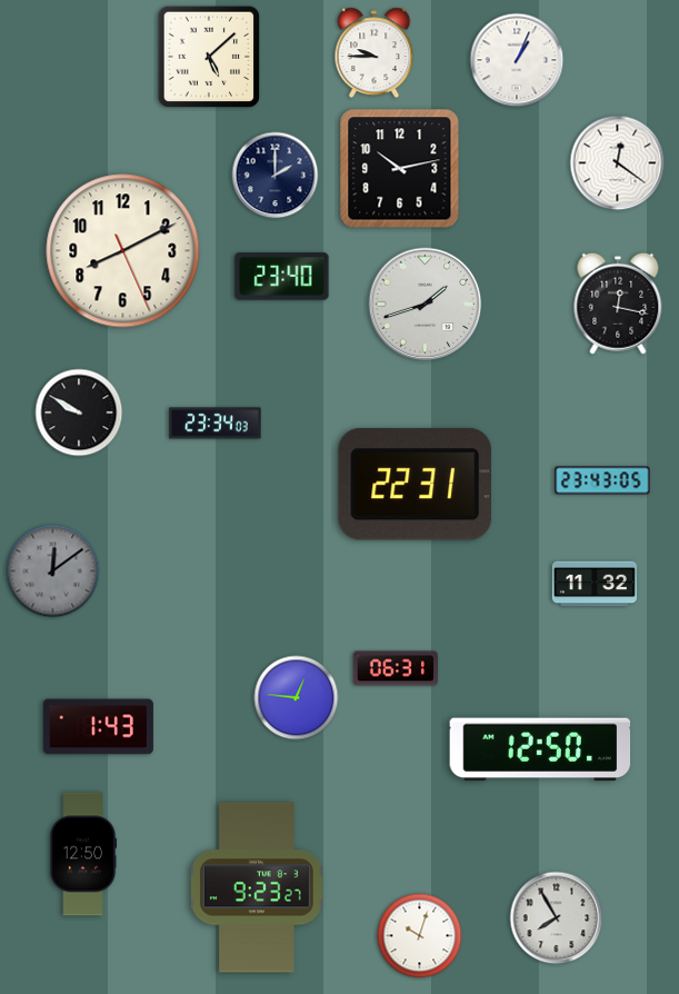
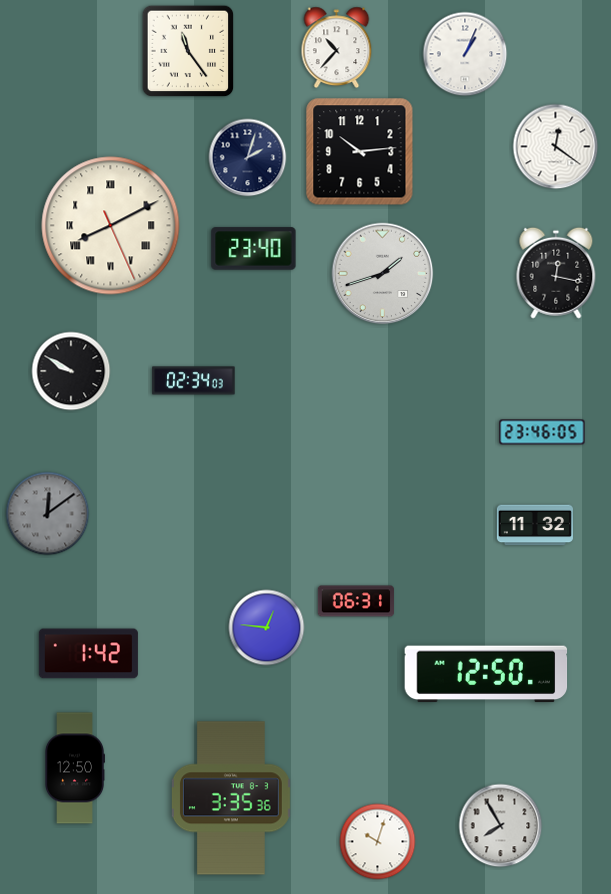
clock at (375, 53): 9:45 -> 10:37
clock at (209, 57): 5:08 -> 11:24
clock at (400, 169): 10:13 -> 10:14
clock at (276, 176): 2:00 -> 2:03
clock at (123, 251) numerals: Arabic -> Roman
clock at (216, 424): 23:34 -> 02:34
clock at (602, 480): 23:43 -> 23:46
clock at (415, 484): 22:31 -> none
clock at (98, 727): 1:43 -> 1:42
clock at (257, 887): 9:23 -> 3:35
